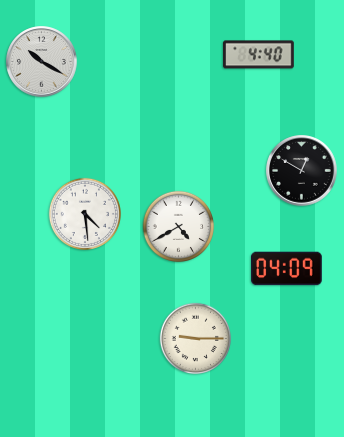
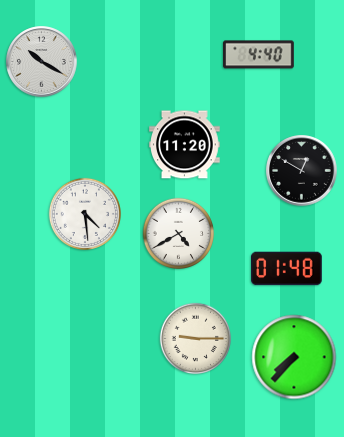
clock at (185, 145): none -> 11:20
clock at (179, 227) position: (179, 227) -> (179, 234)
clock at (287, 269): 04:09 -> 01:48
clock at (294, 357): none -> 7:37
